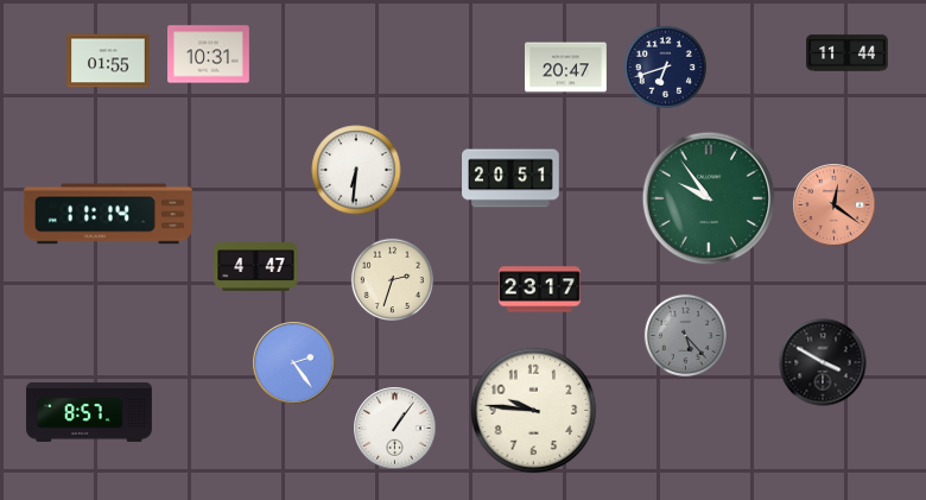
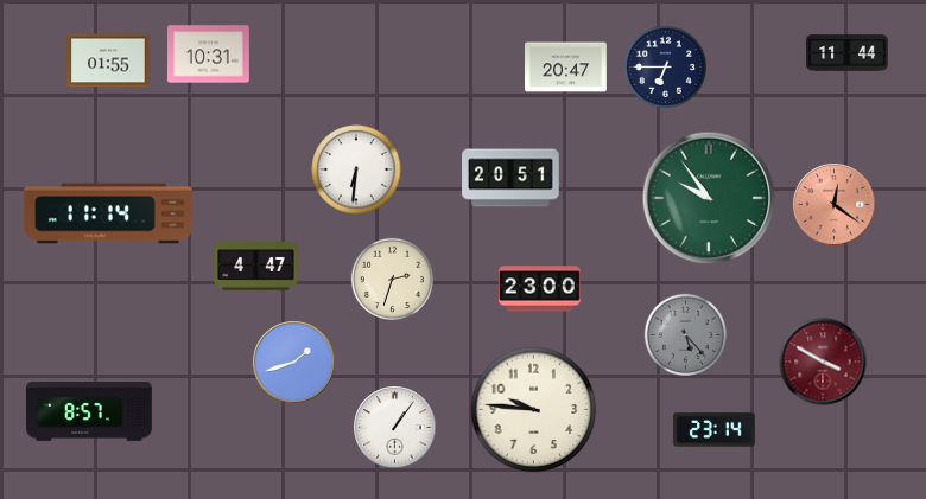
clock at (665, 67): 6:42 -> 6:45
clock at (540, 290): 23:17 -> 23:00
clock at (823, 362) dial: black -> burgundy
clock at (294, 363): 2:24 -> 1:42
clock at (715, 430): none -> 23:14
